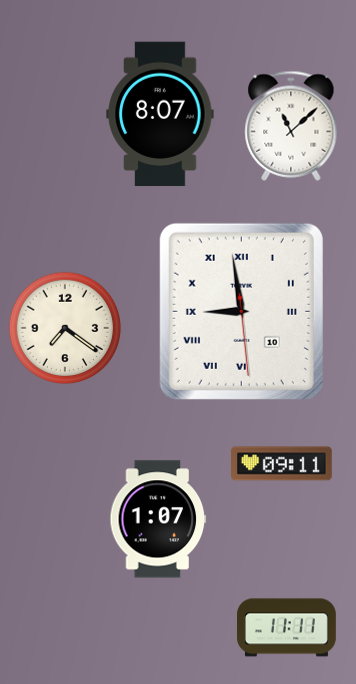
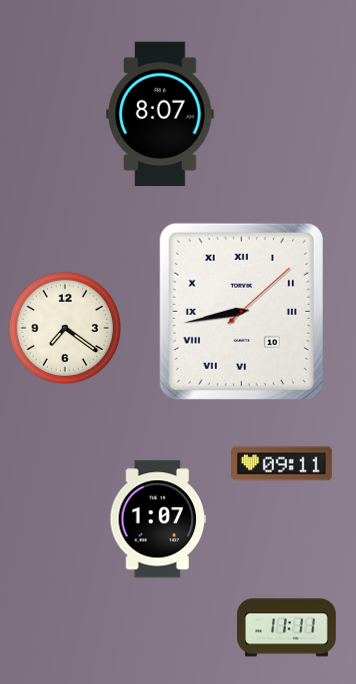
clock at (291, 126): 11:08 -> none
clock at (241, 311): 8:58 -> 8:43
